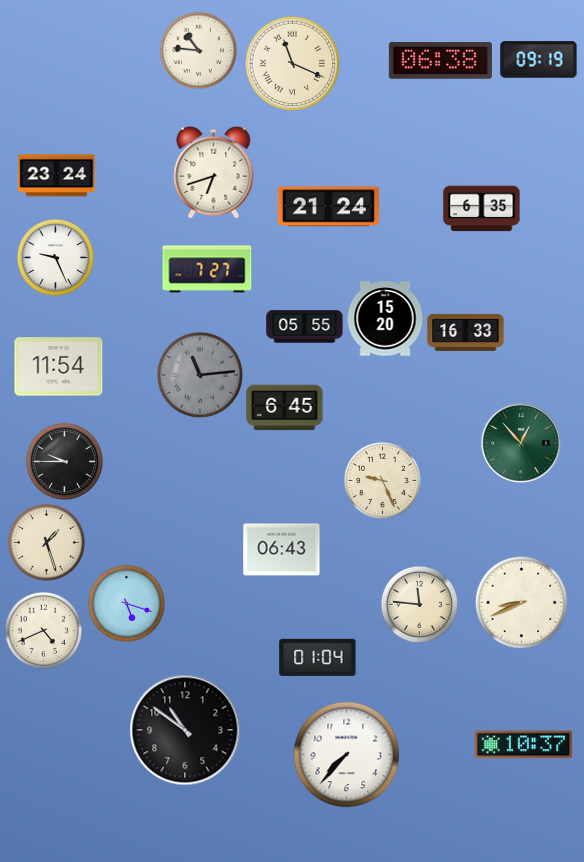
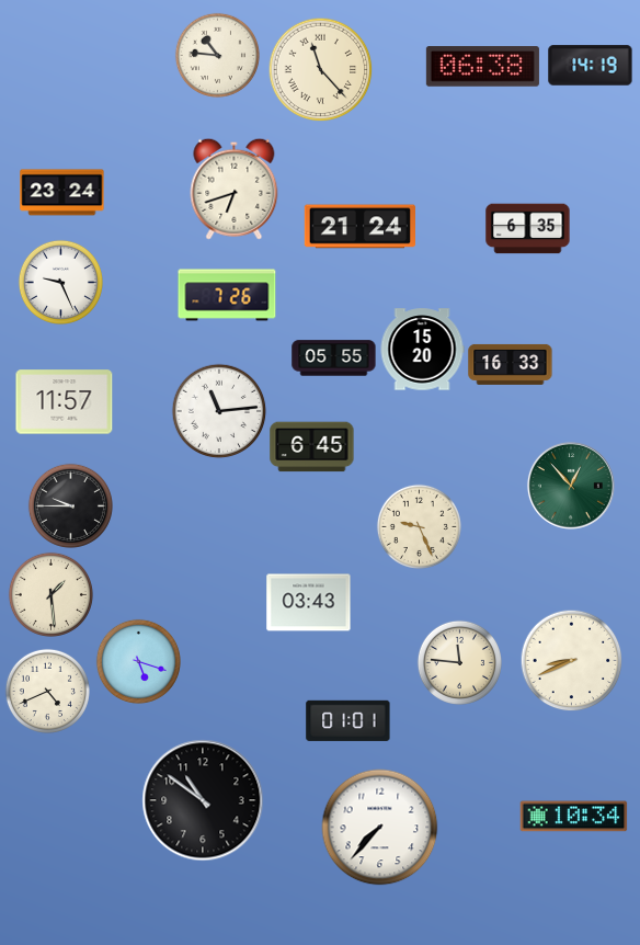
clock at (539, 60): 09:19 -> 14:19
clock at (292, 63): 11:19 -> 11:23
clock at (207, 269): 7:27 -> 7:26
clock at (59, 367): 11:54 -> 11:57
clock at (200, 375) dial: grey -> white
clock at (46, 542): 1:27 -> 1:29
clock at (282, 550): 06:43 -> 03:43
clock at (318, 657): 01:04 -> 01:01
clock at (524, 745): 10:37 -> 10:34
